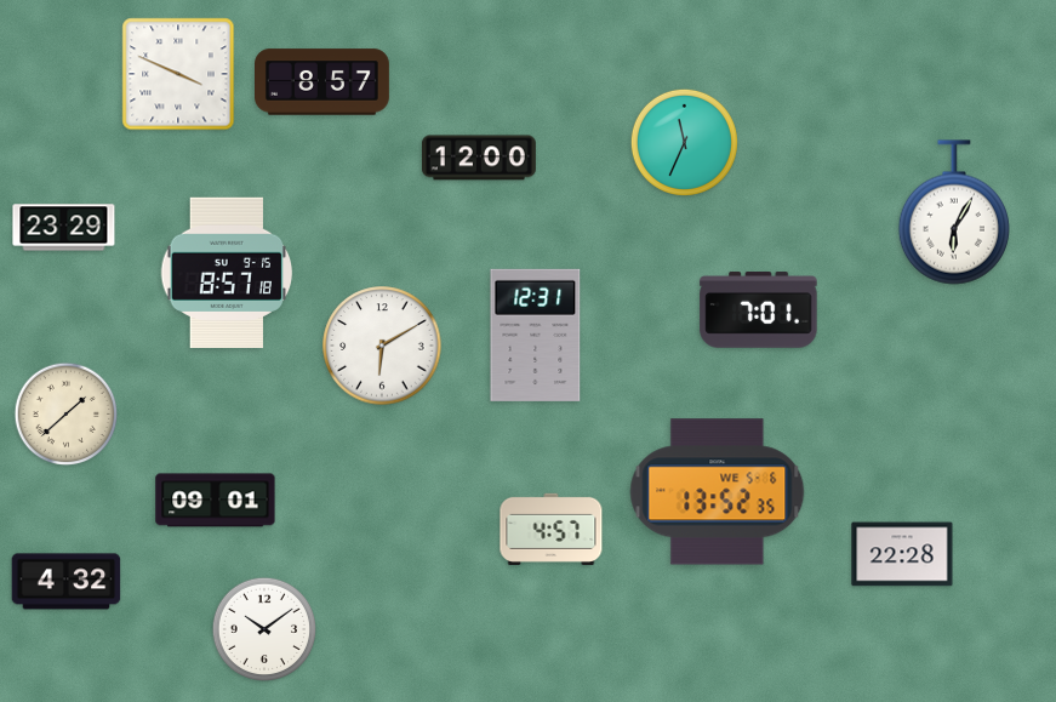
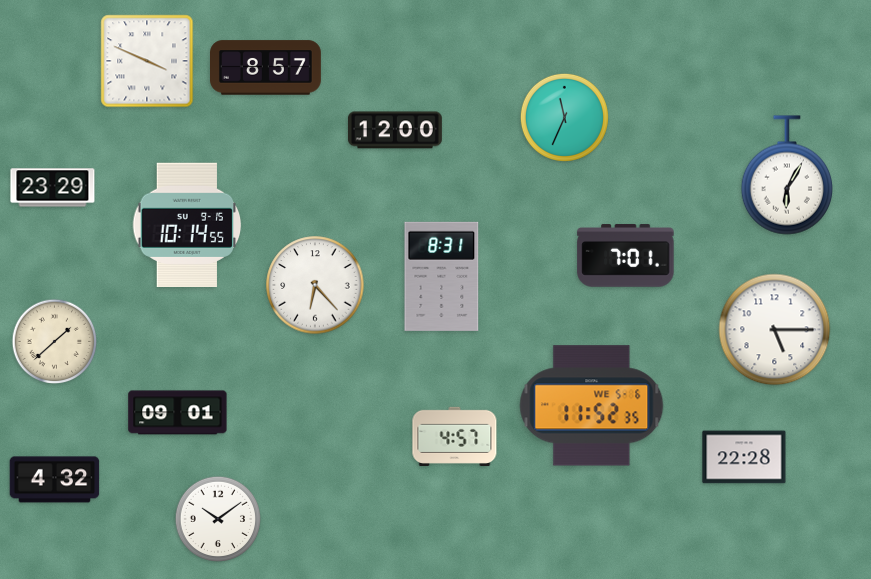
clock at (227, 273): 8:57 -> 10:14
clock at (536, 335): 12:31 -> 8:31
clock at (382, 346): 6:10 -> 6:23
clock at (775, 330): none -> 5:15
clock at (718, 492): 13:52 -> 11:52
